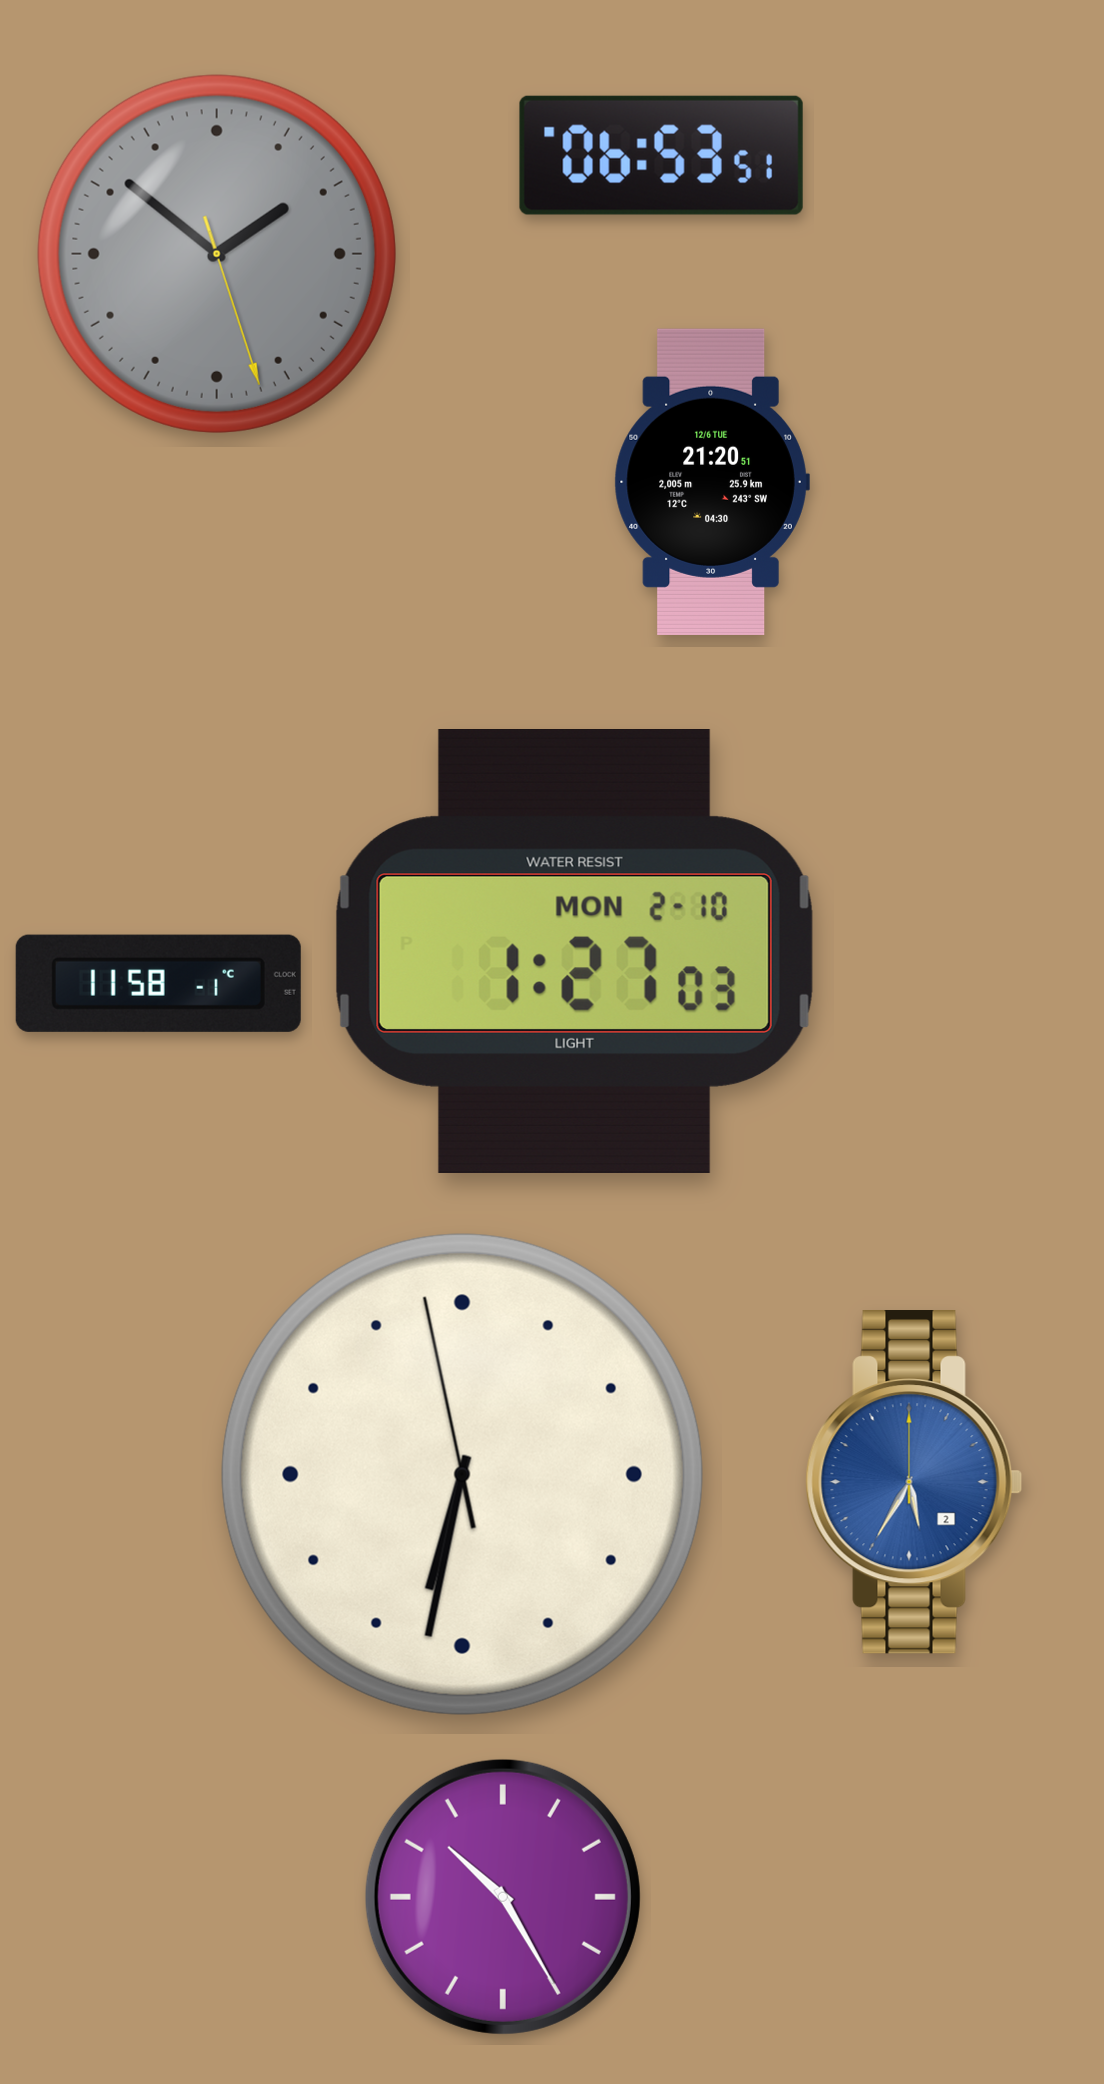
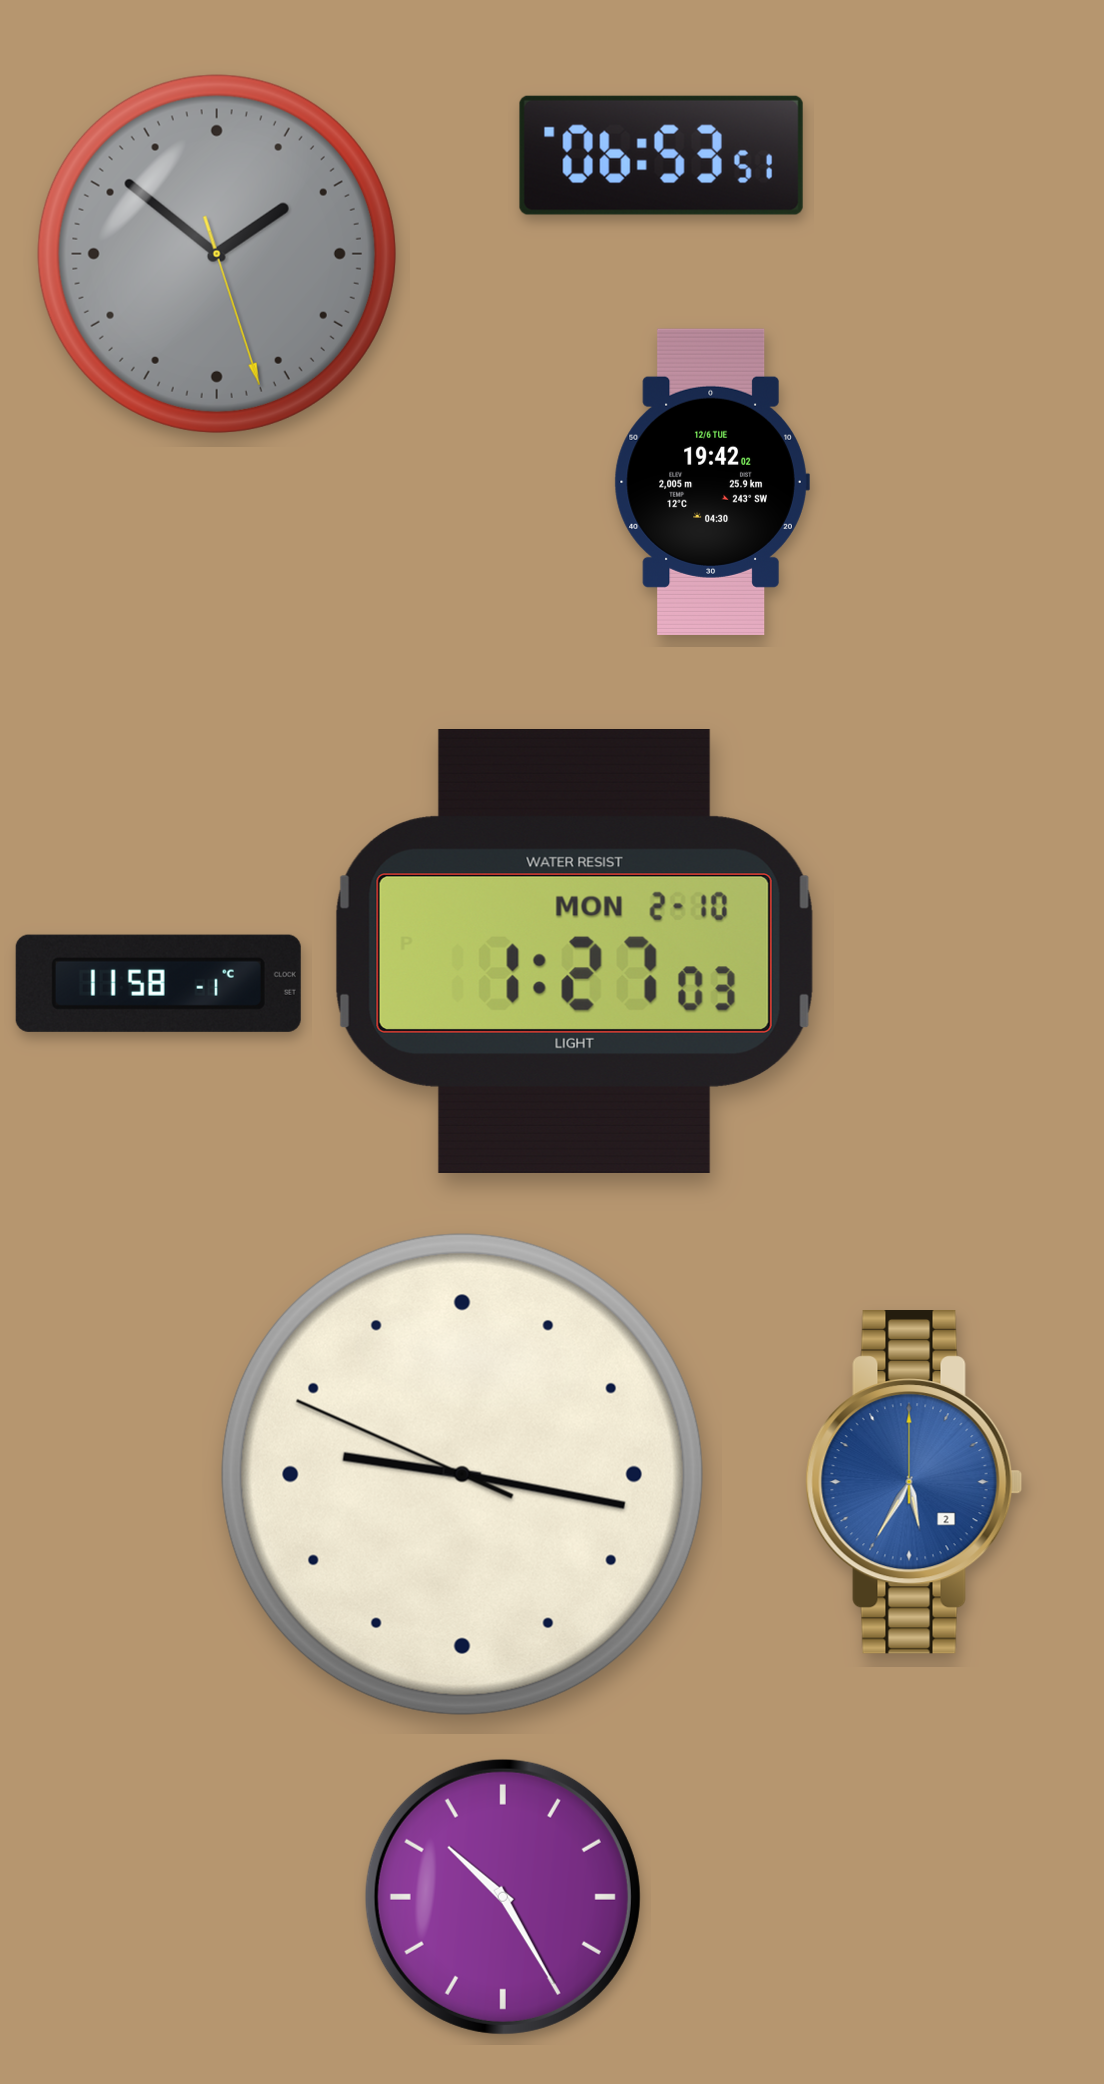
clock at (712, 482): 21:20 -> 19:42
clock at (462, 1474): 6:31 -> 9:16
